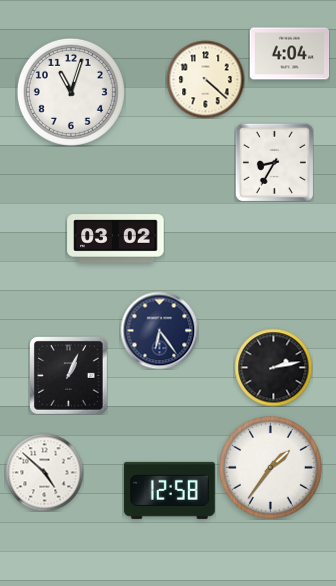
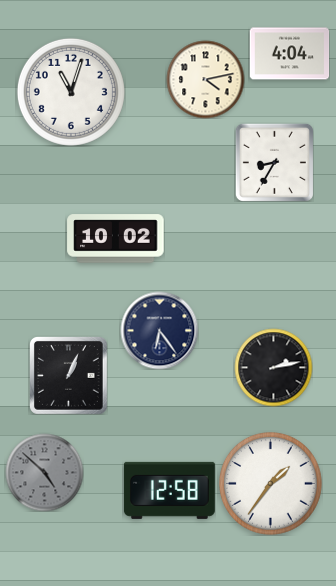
clock at (205, 79): 4:22 -> 4:13
clock at (116, 239): 03:02 -> 10:02
clock at (270, 467) position: (270, 467) -> (270, 483)
clock at (44, 472) dial: white -> grey
